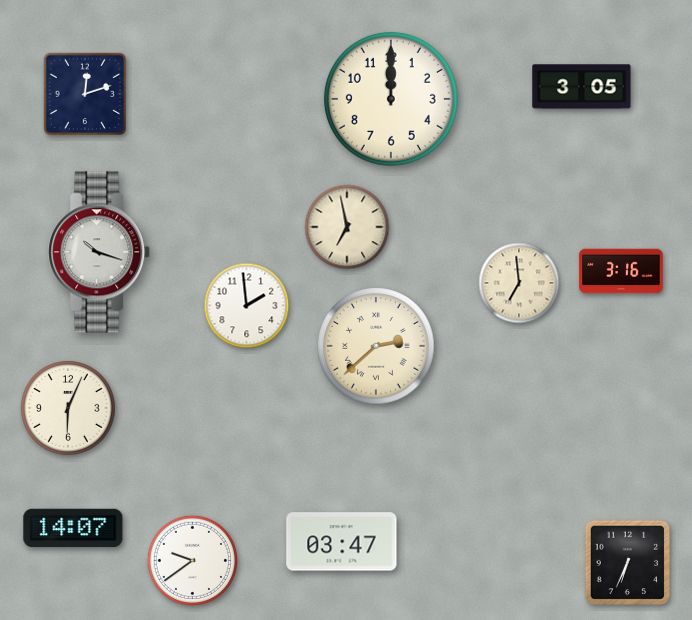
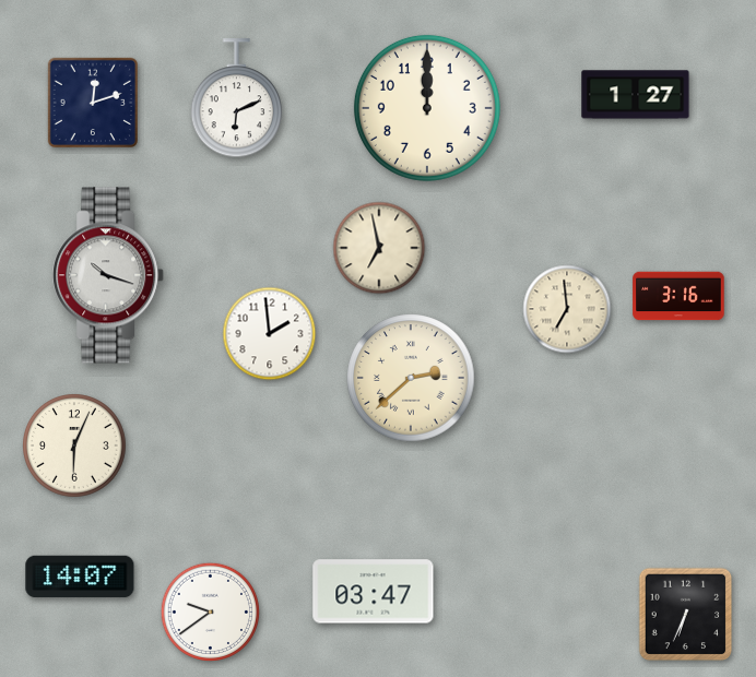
clock at (582, 87): 3:05 -> 1:27
clock at (237, 98): none -> 6:11
